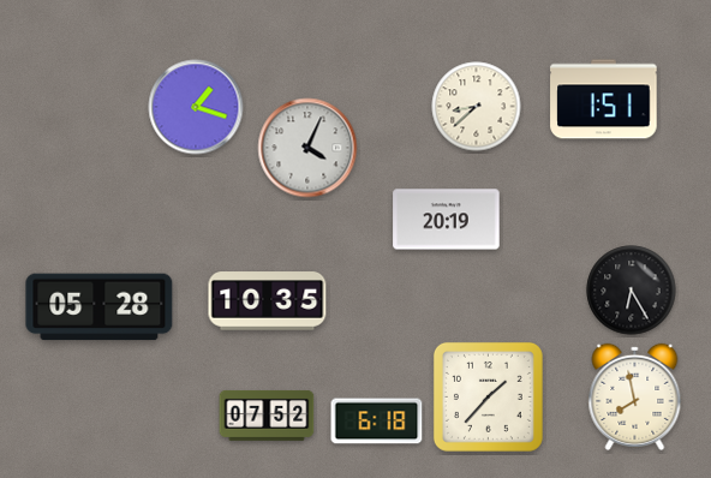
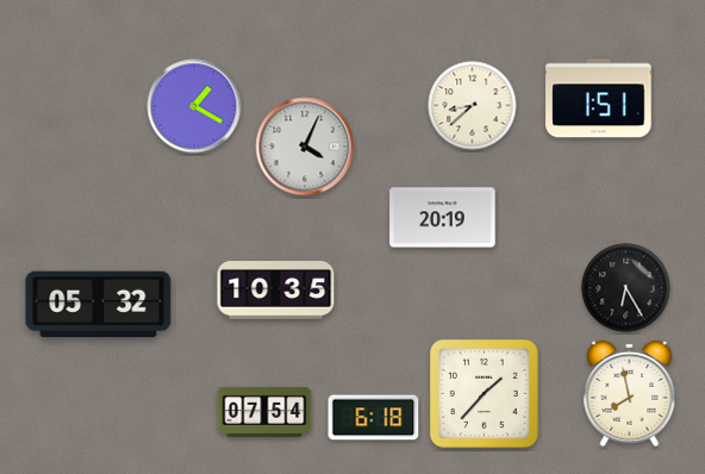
clock at (196, 107): 1:18 -> 1:20
clock at (268, 301) position: (268, 301) -> (276, 291)
clock at (100, 307): 05:28 -> 05:32
clock at (267, 416): 07:52 -> 07:54
